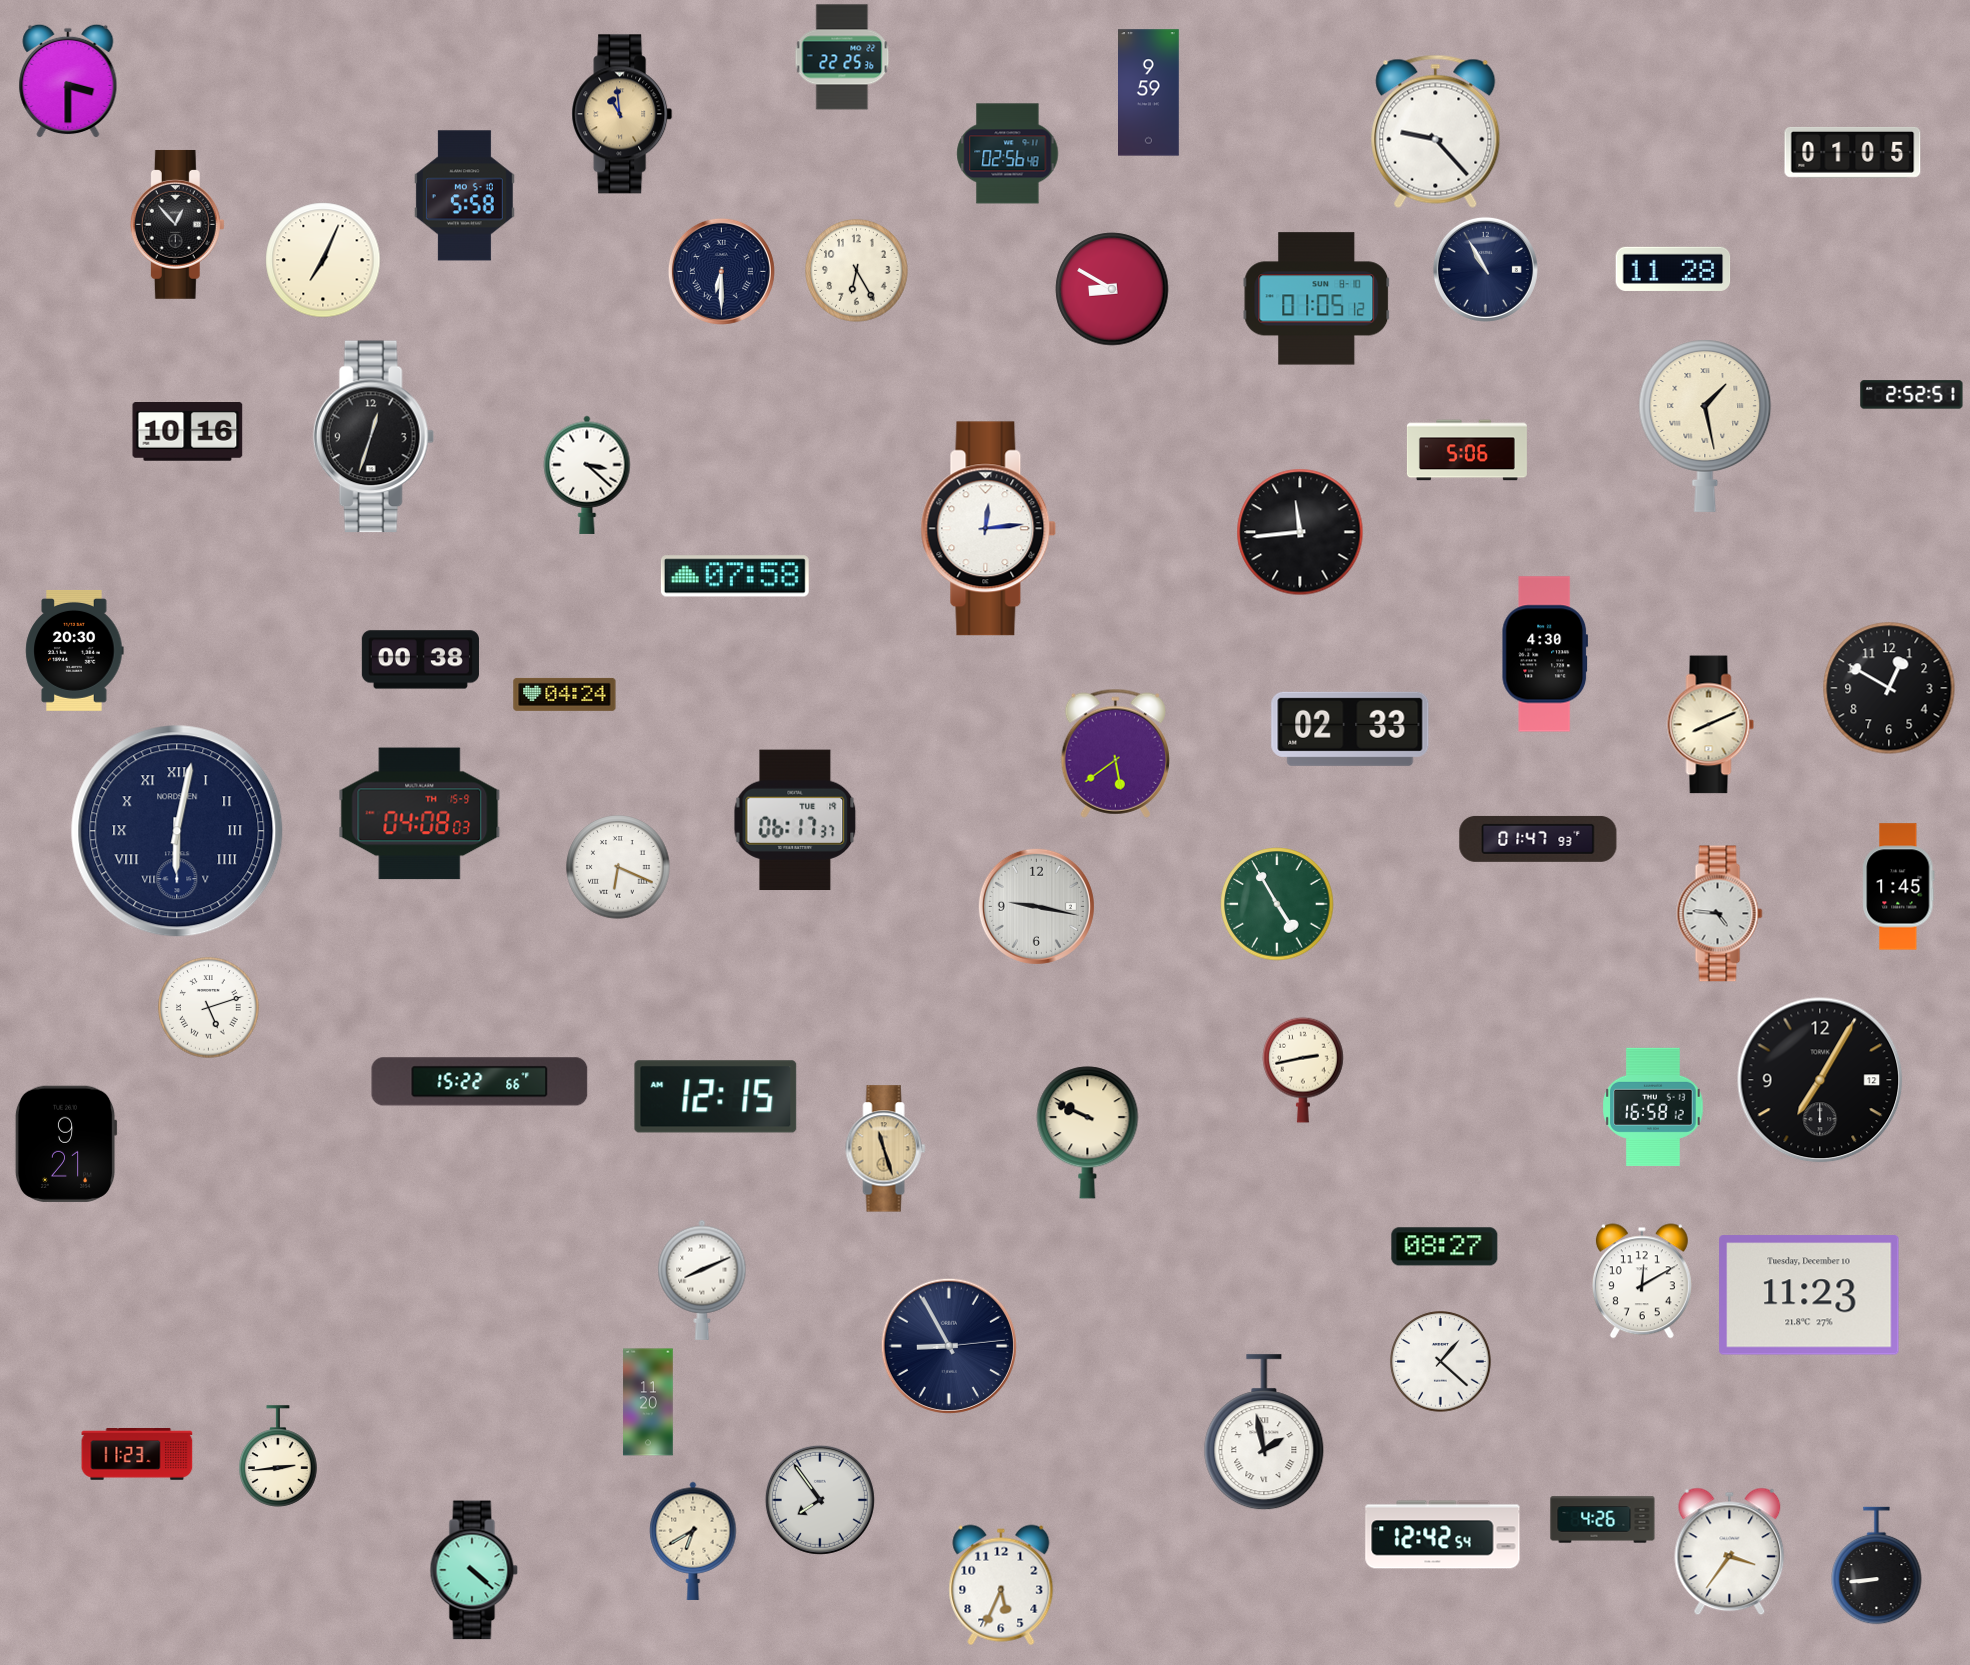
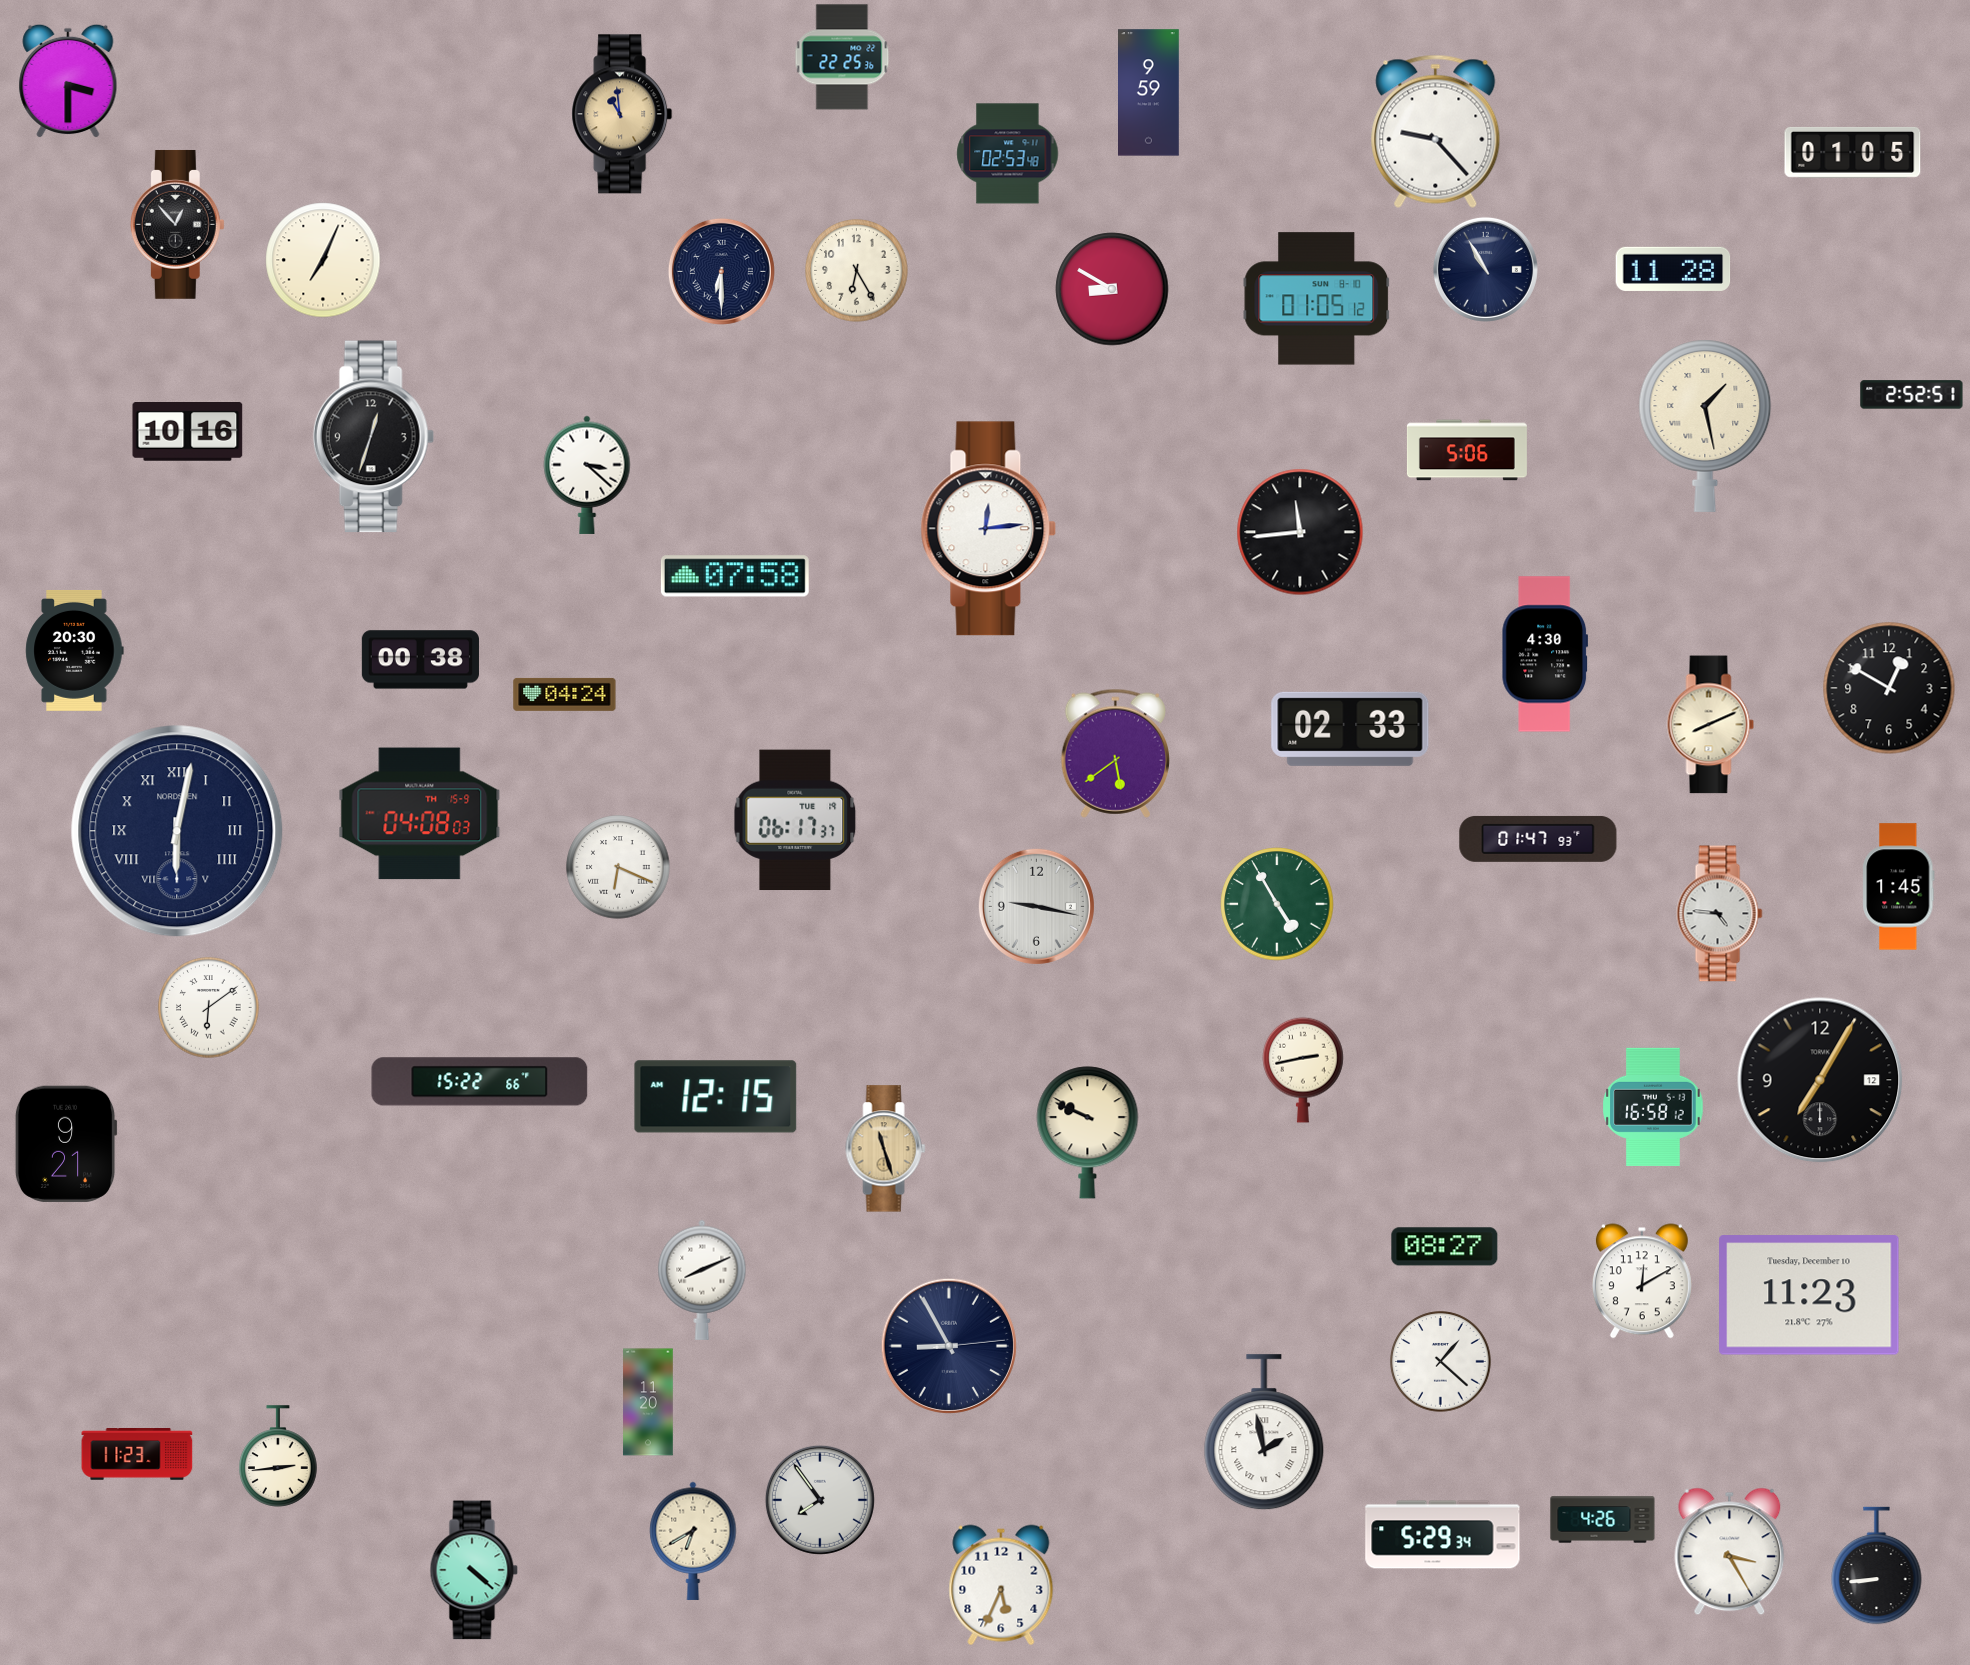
clock at (1008, 154): 02:56 -> 02:53
clock at (464, 196): 5:58 -> none
clock at (209, 1008): 5:12 -> 6:09
clock at (1443, 1535): 12:42 -> 5:29
clock at (1730, 1552): 3:36 -> 3:25
